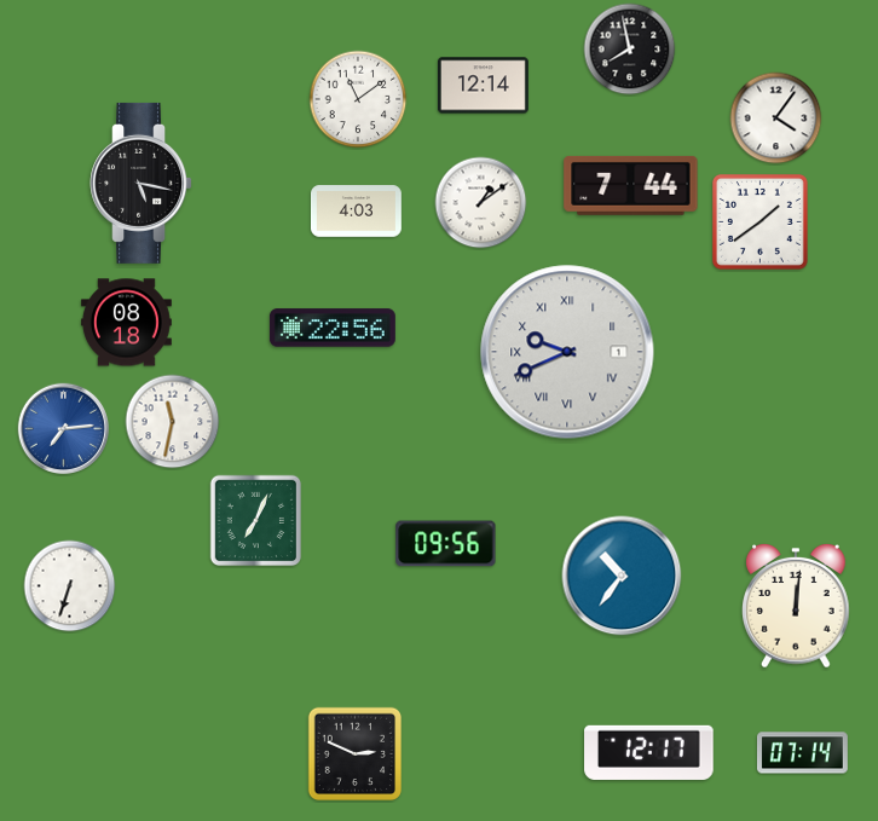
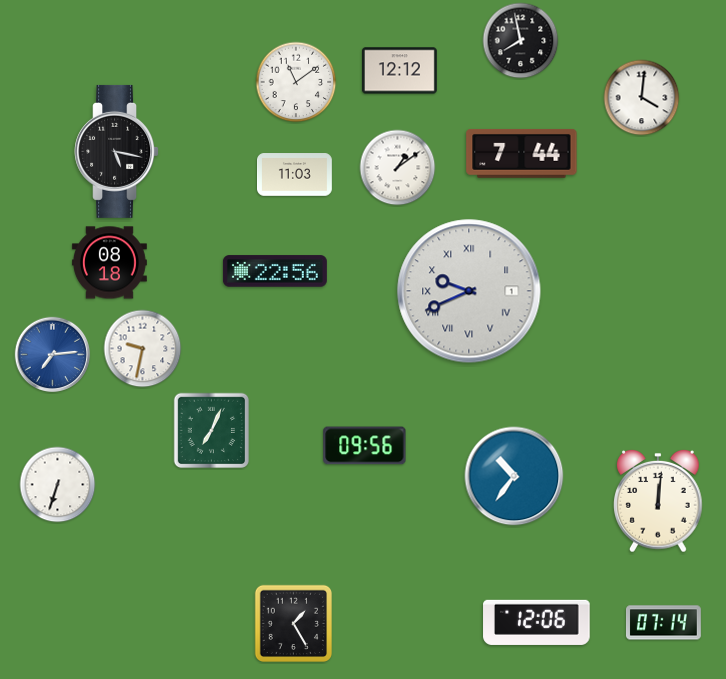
clock at (483, 86): 12:14 -> 12:12
clock at (776, 118): 4:06 -> 4:01
clock at (357, 212): 4:03 -> 11:03
clock at (759, 221): 1:39 -> none
clock at (126, 323) position: (126, 323) -> (109, 263)
clock at (173, 422): 11:32 -> 9:32
clock at (446, 544) position: (446, 544) -> (365, 446)
clock at (649, 752): 12:17 -> 12:06
clock at (354, 753): 2:49 -> 1:25
